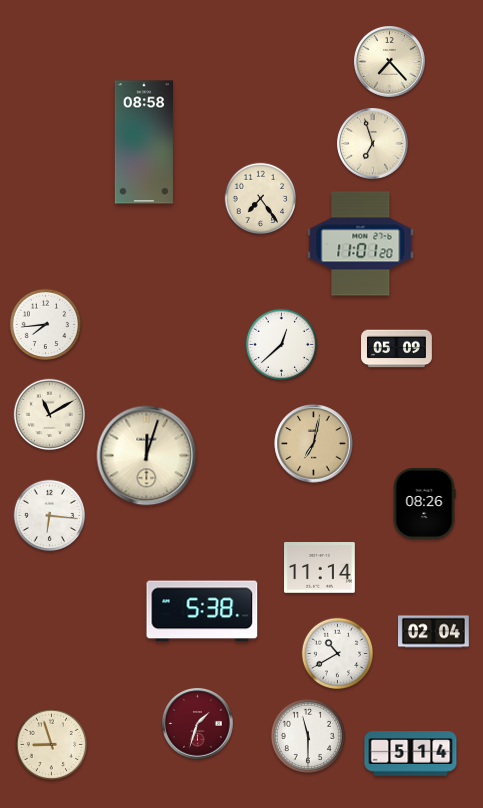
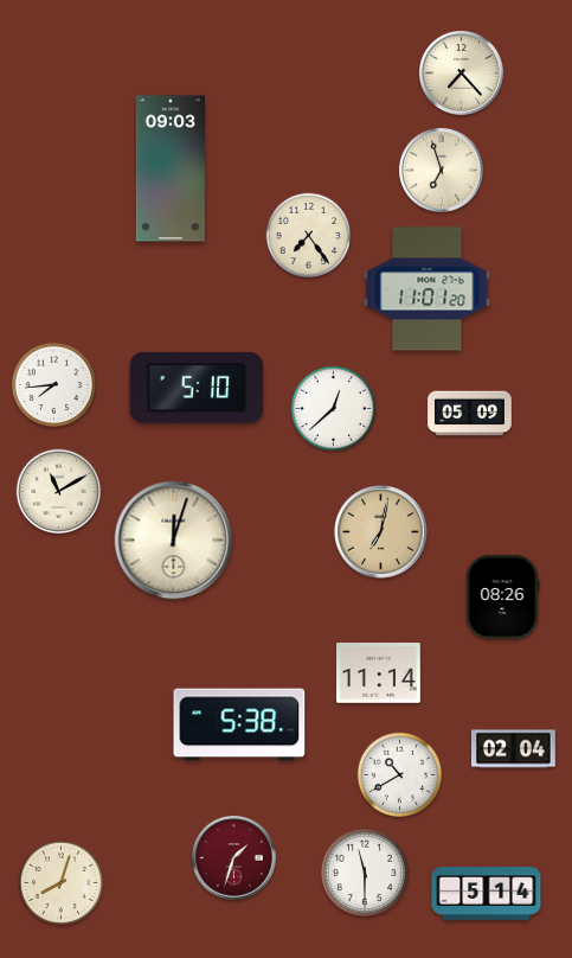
clock at (144, 142): 08:58 -> 09:03
clock at (197, 389): none -> 5:10
clock at (314, 444) position: (314, 444) -> (381, 532)
clock at (50, 516): 6:16 -> none
clock at (52, 745): 8:57 -> 8:03
